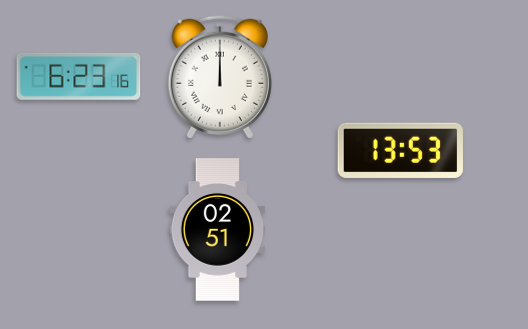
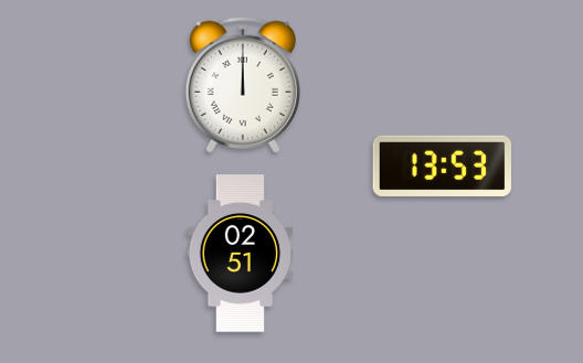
clock at (79, 76): 6:23 -> none
